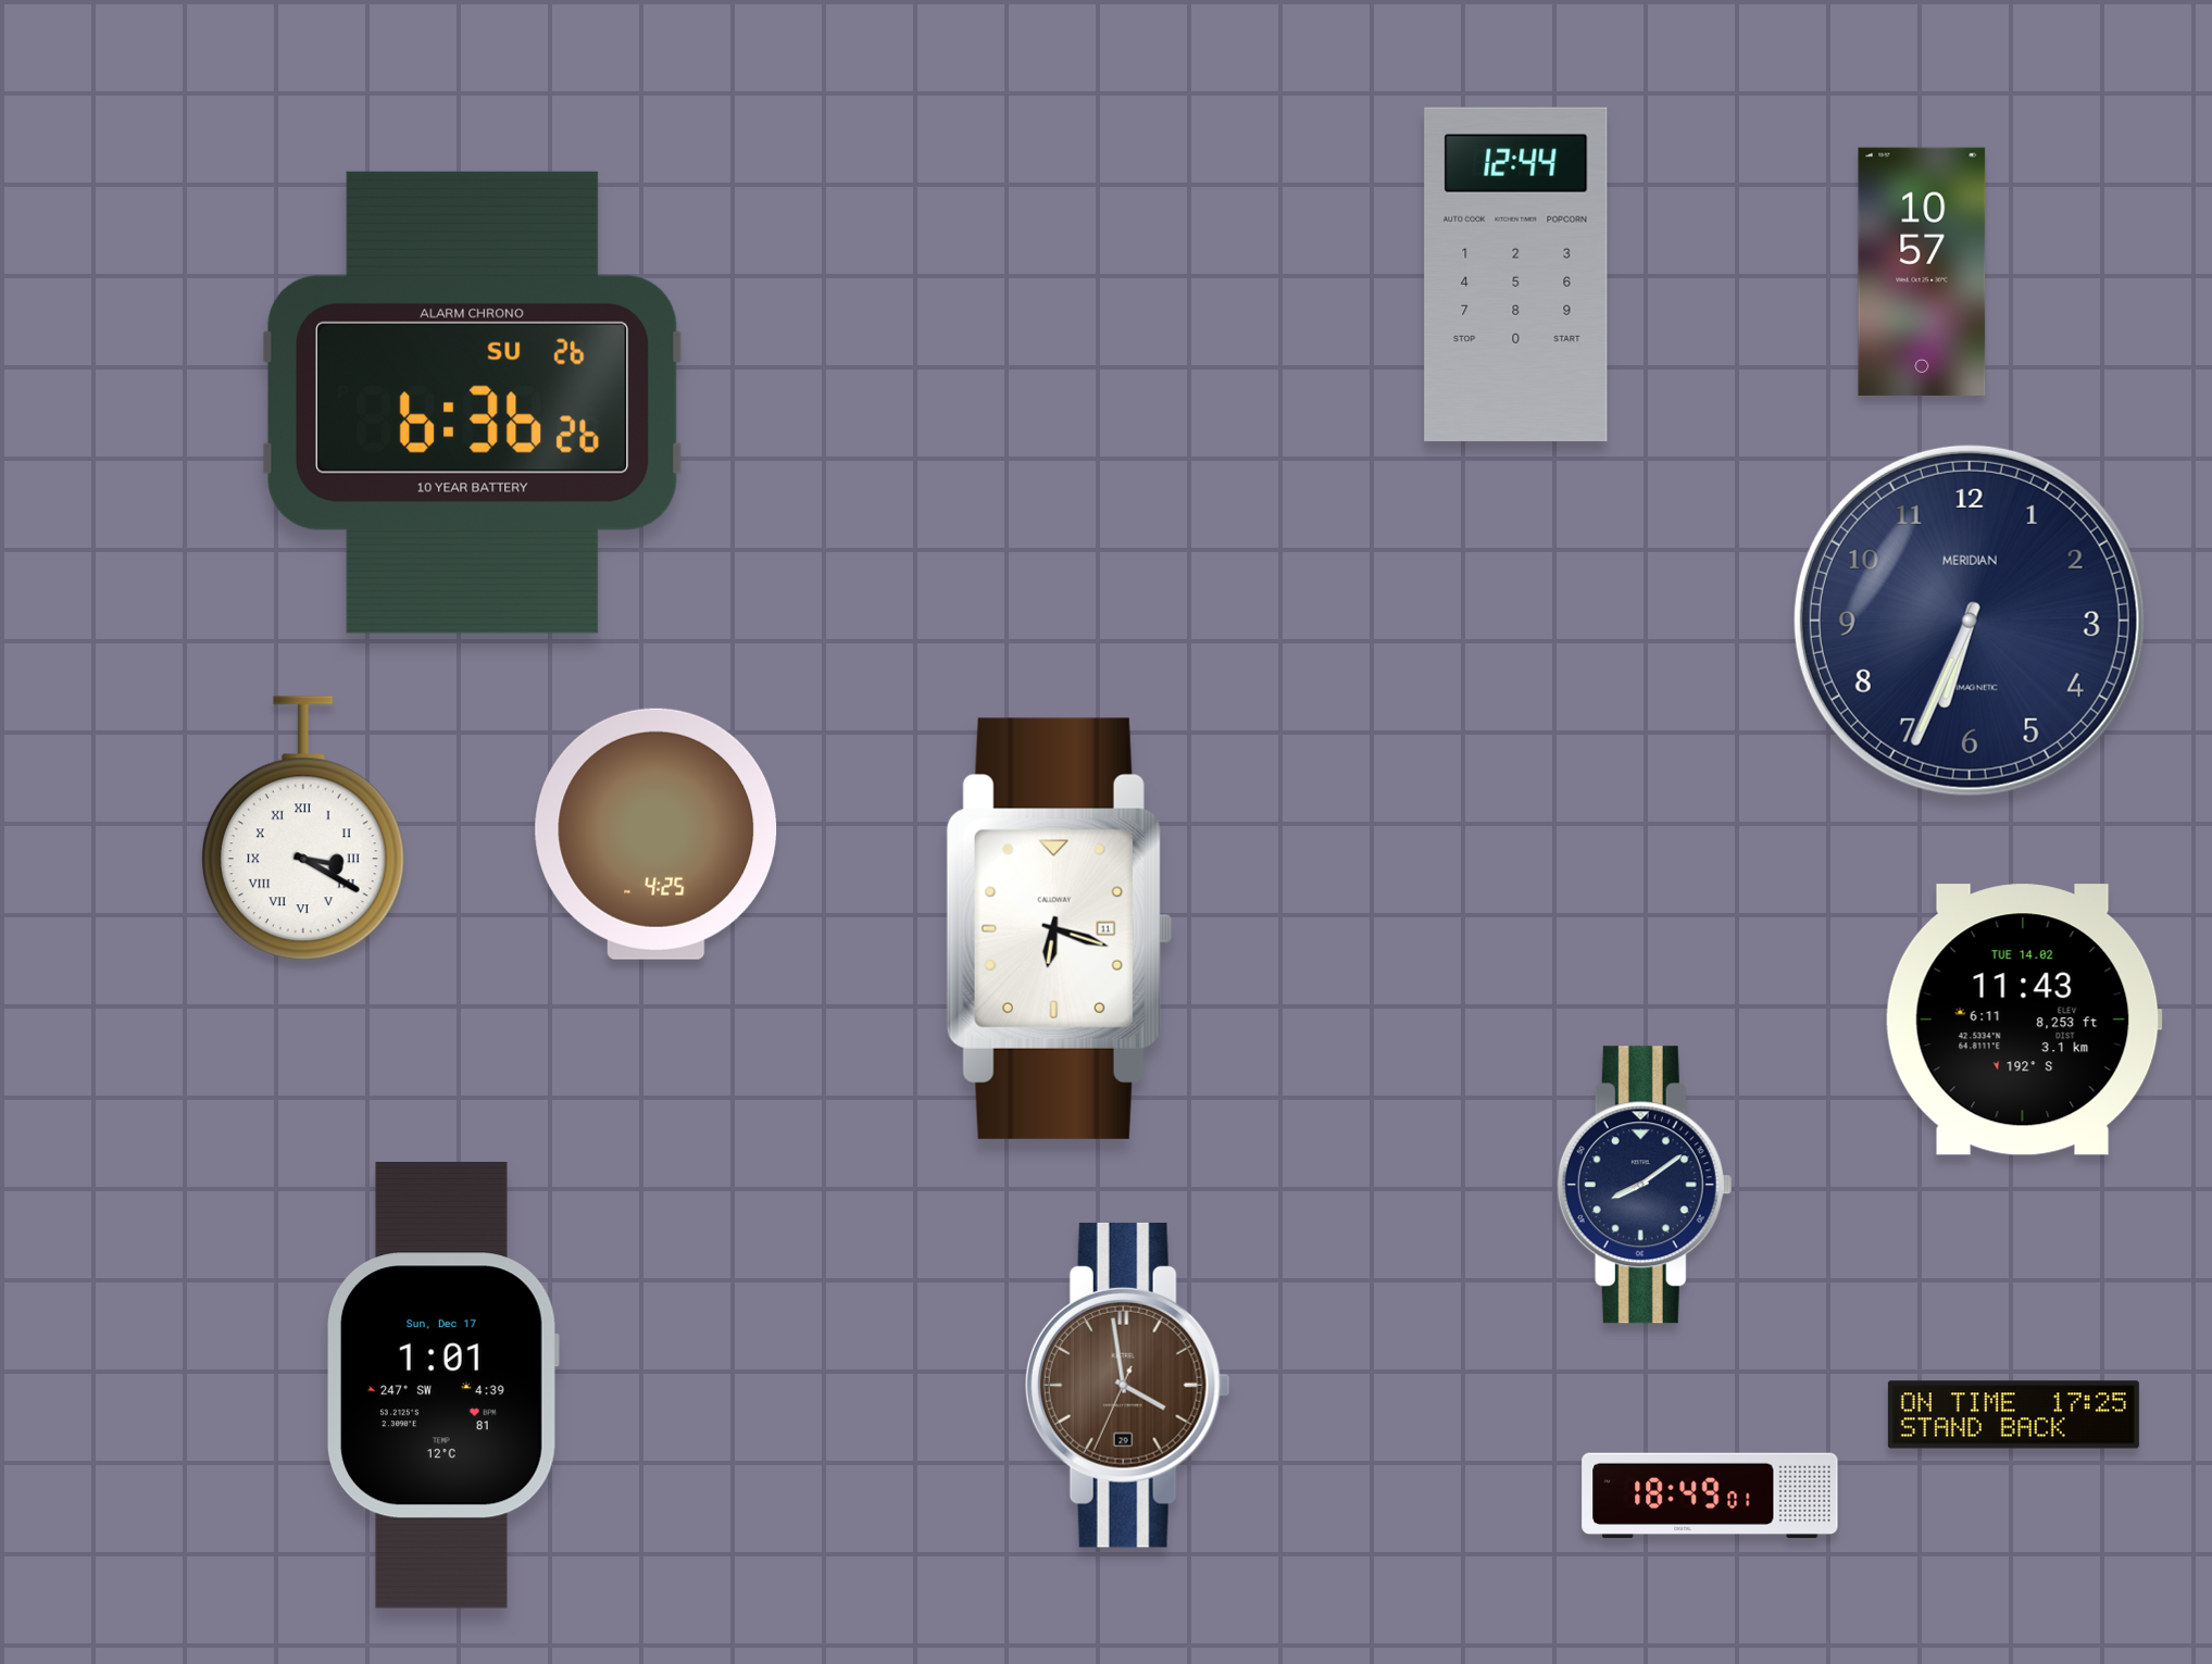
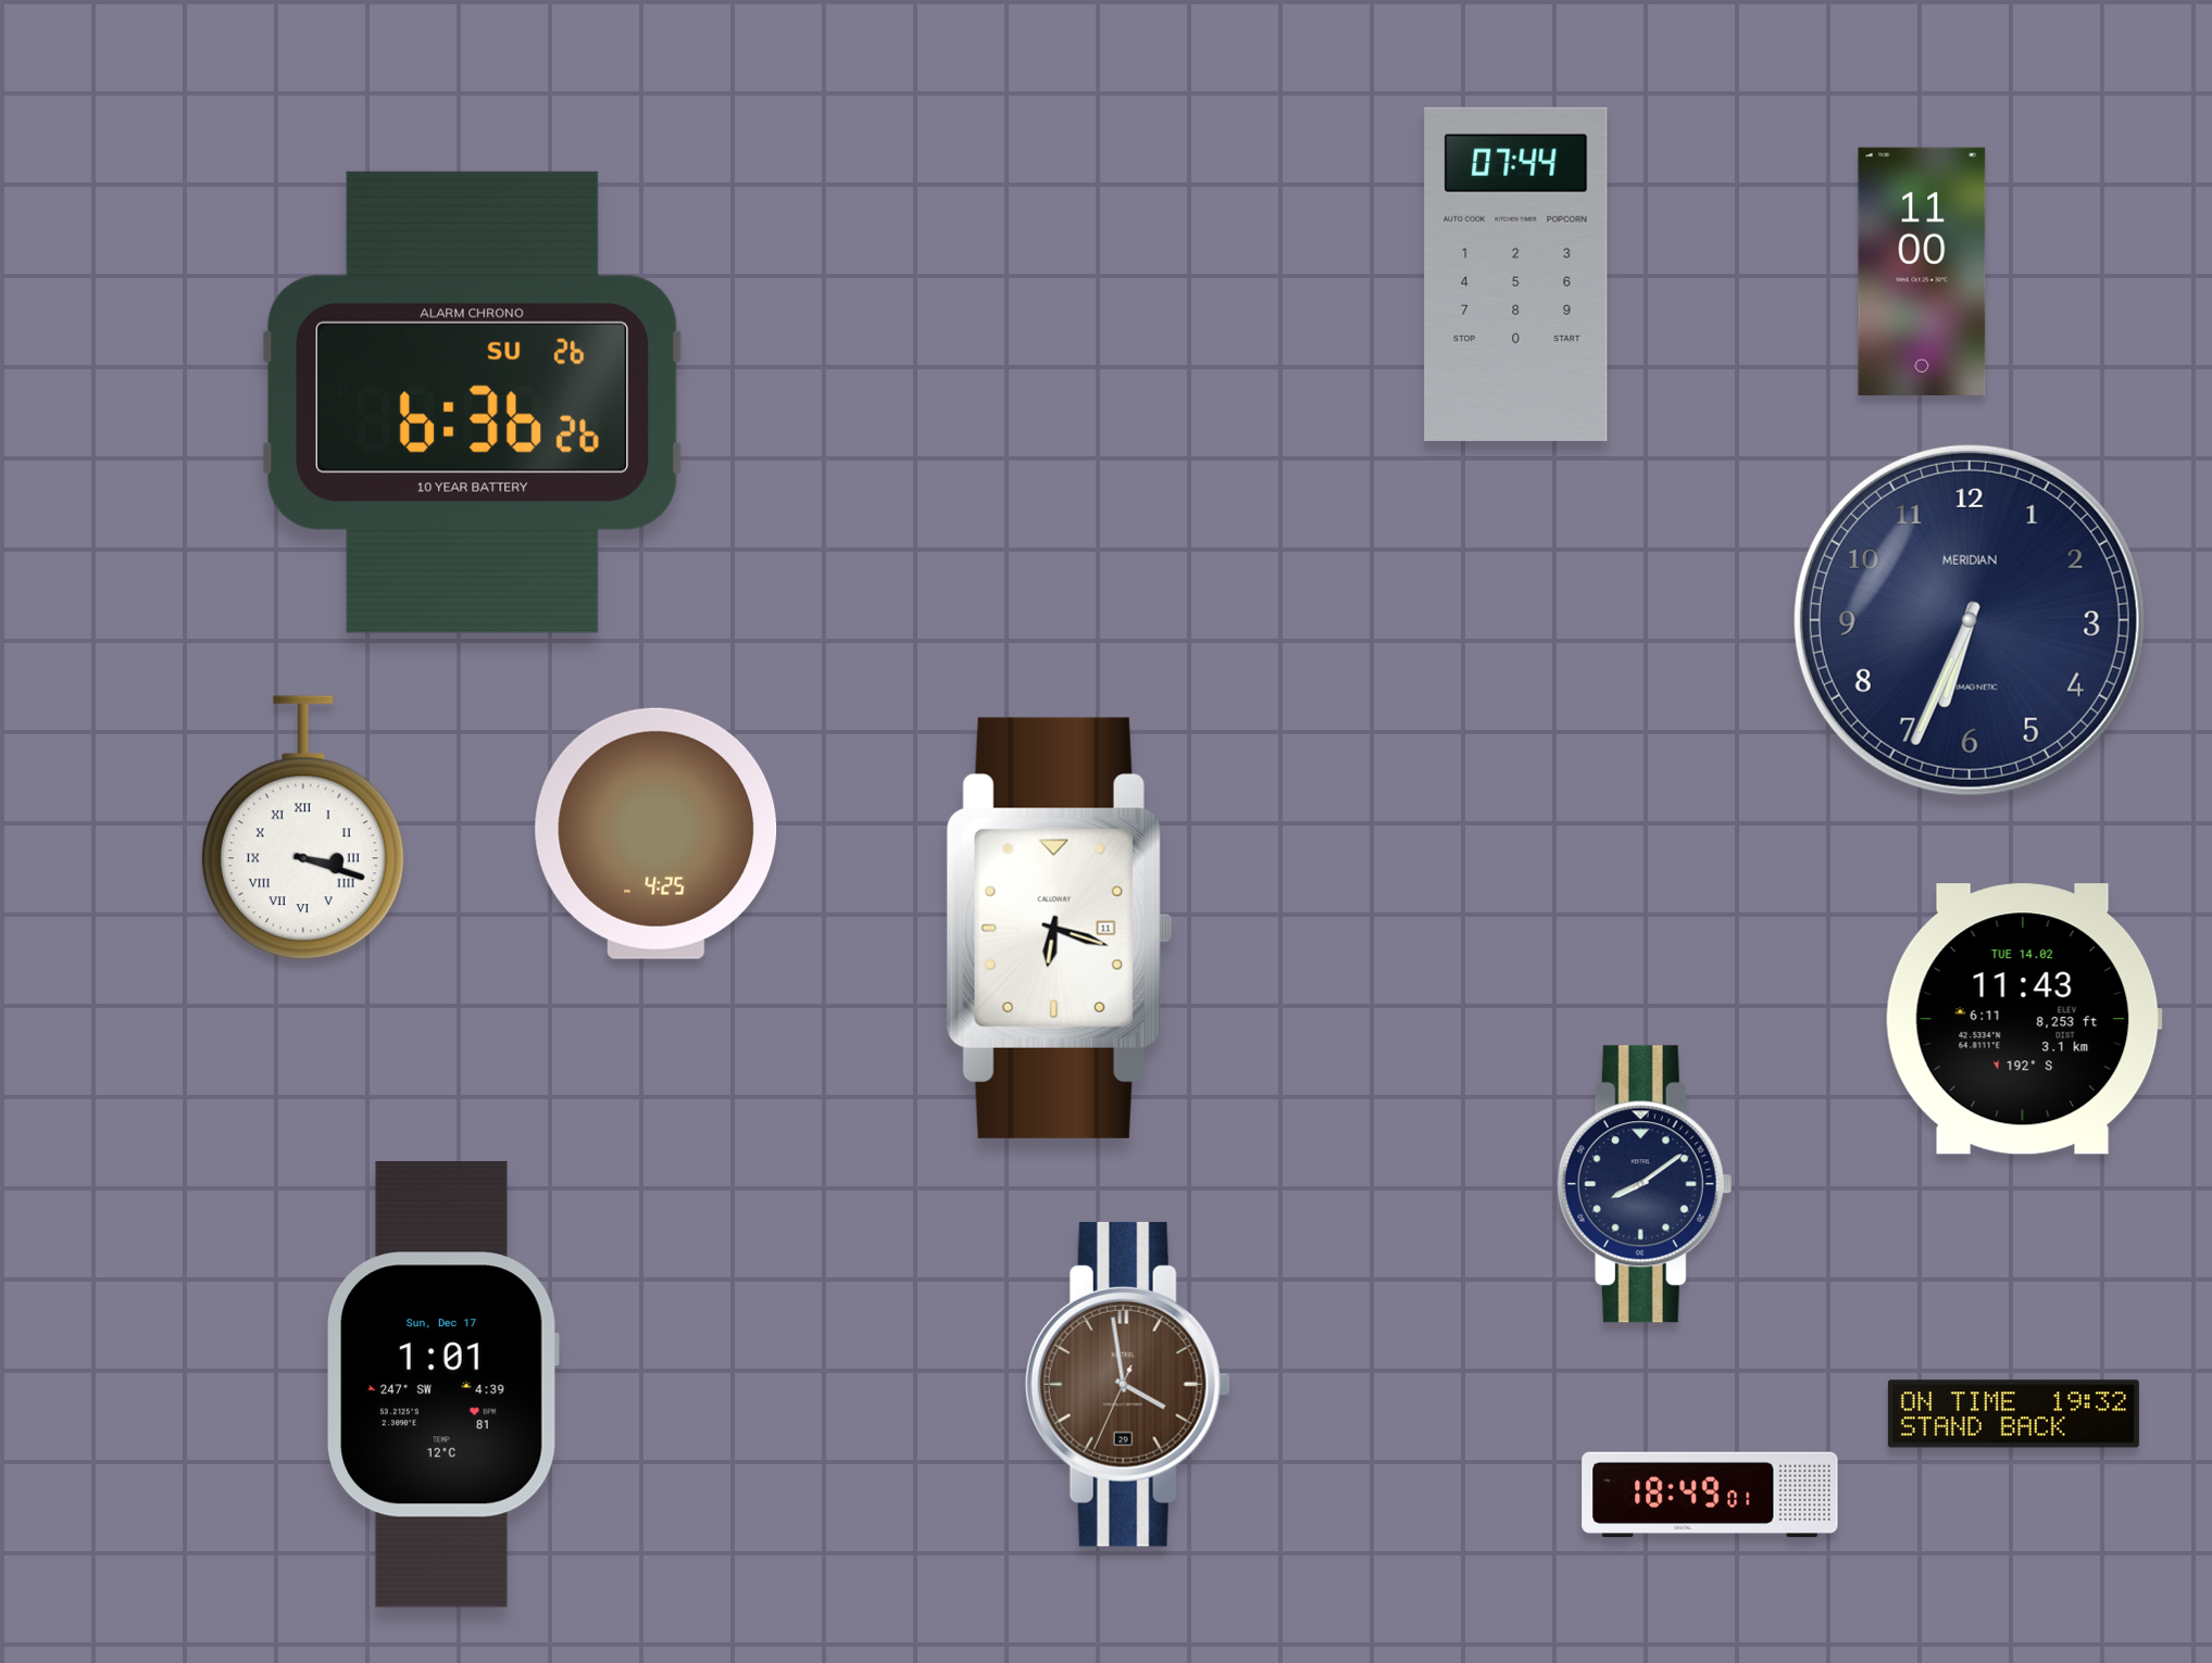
clock at (1922, 272): 10:57 -> 11:00
clock at (1516, 274): 12:44 -> 07:44
clock at (303, 828): 3:20 -> 3:18
clock at (2013, 1415): 17:25 -> 19:32
